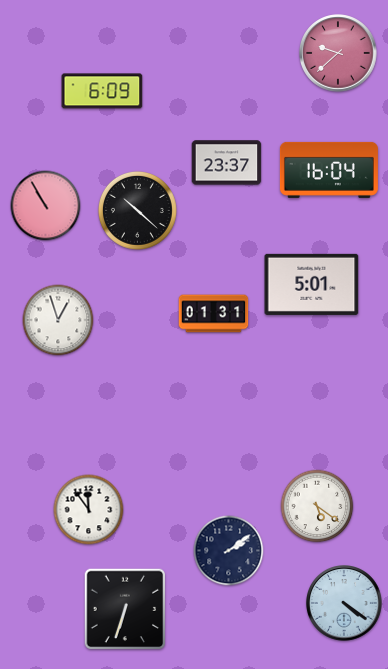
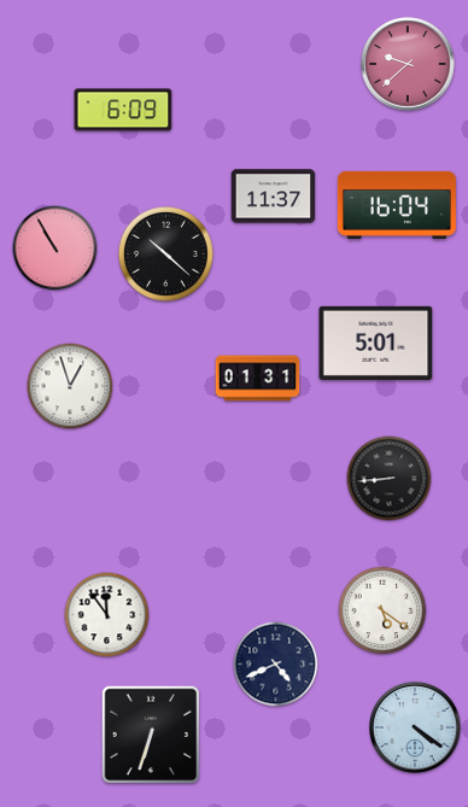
clock at (227, 163): 23:37 -> 11:37
clock at (390, 479): none -> 8:44
clock at (229, 551): 2:09 -> 4:41
